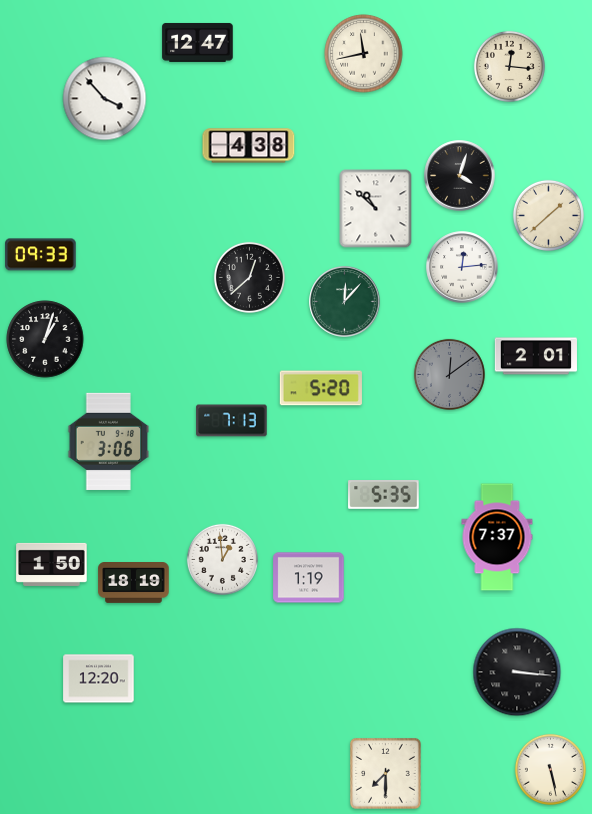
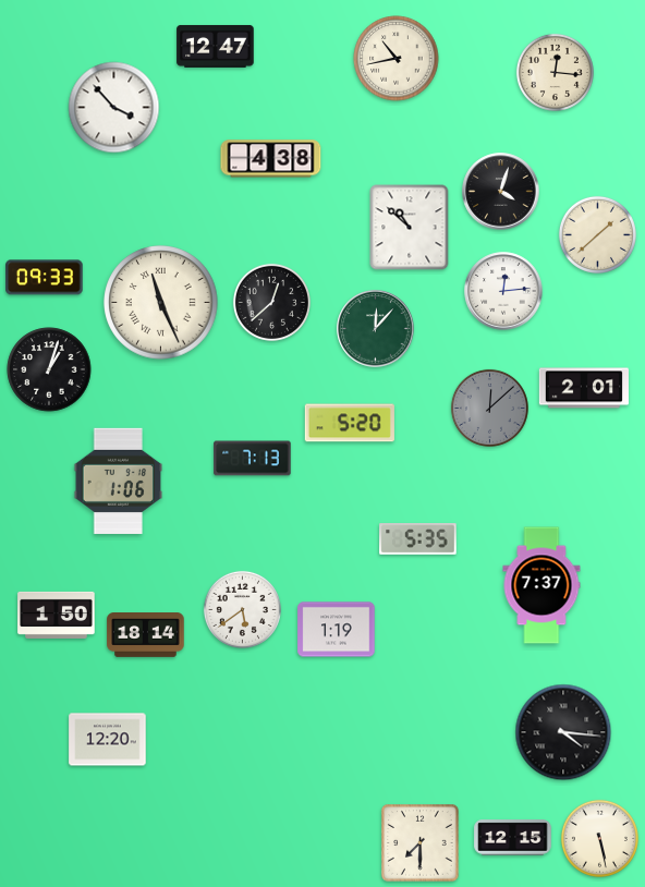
clock at (364, 54): 11:43 -> 10:43
clock at (161, 303): none -> 11:26
clock at (449, 374): 12:09 -> 12:08
clock at (109, 441): 3:06 -> 1:06
clock at (222, 559): 12:59 -> 5:39
clock at (134, 583): 18:19 -> 18:14
clock at (517, 672): 3:16 -> 4:16
clock at (513, 838): none -> 12:15
